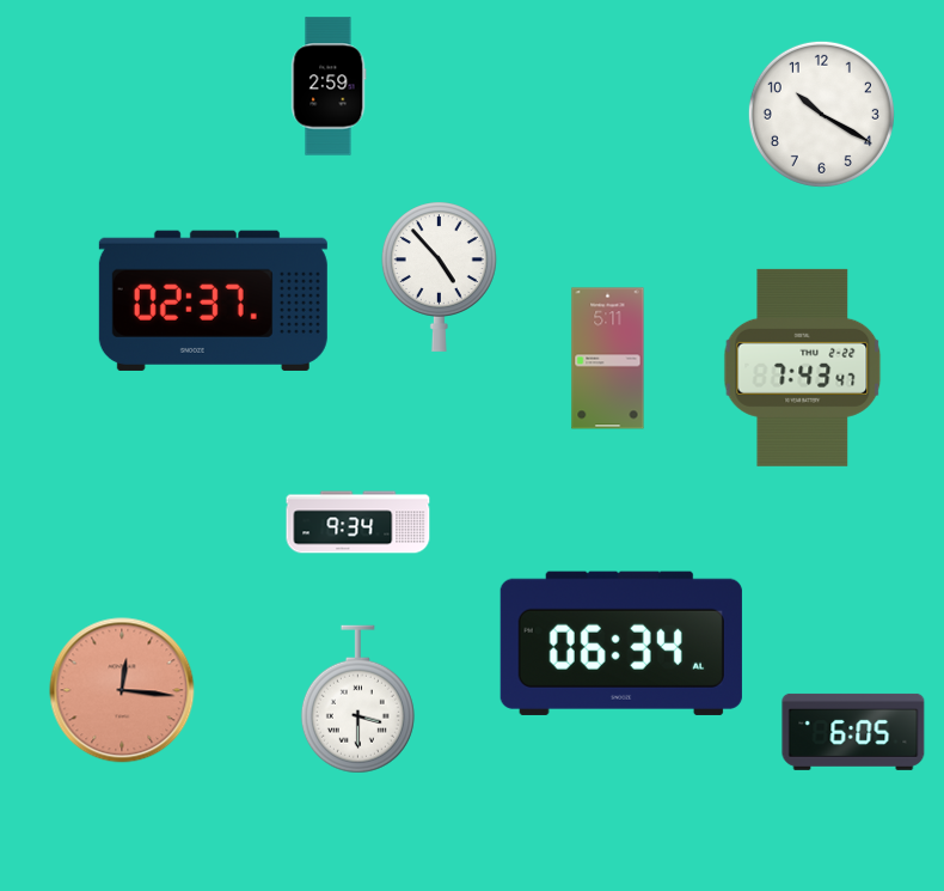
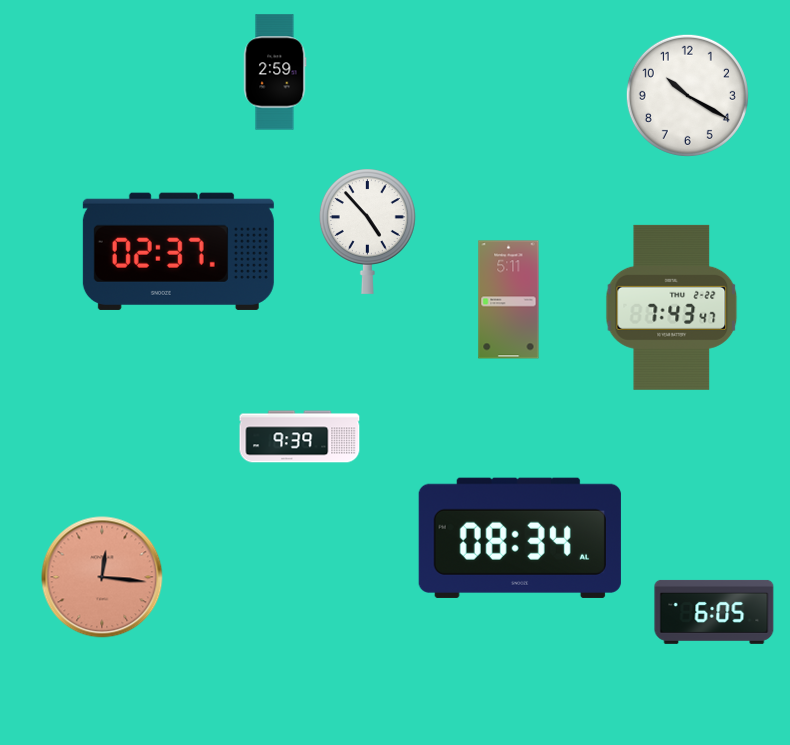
clock at (358, 523): 9:34 -> 9:39
clock at (621, 643): 06:34 -> 08:34
clock at (357, 700): 3:30 -> none
